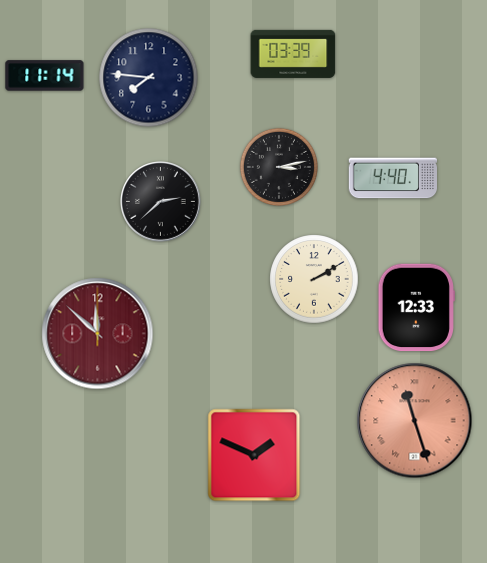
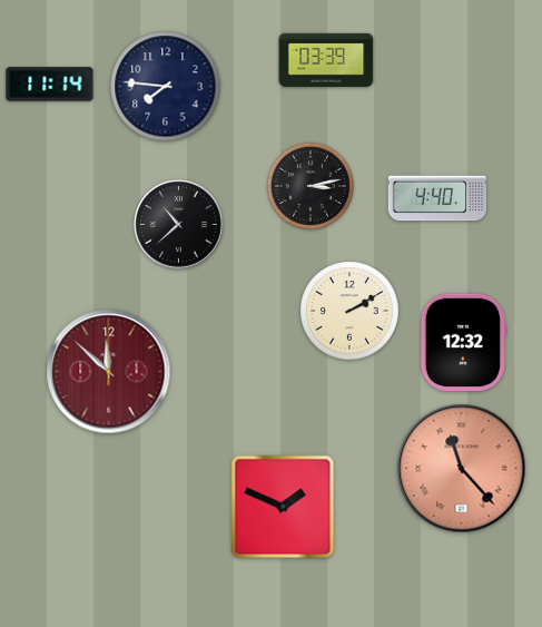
clock at (161, 202): 2:38 -> 10:38
clock at (416, 308): 12:33 -> 12:32
clock at (415, 421): 11:27 -> 11:23
